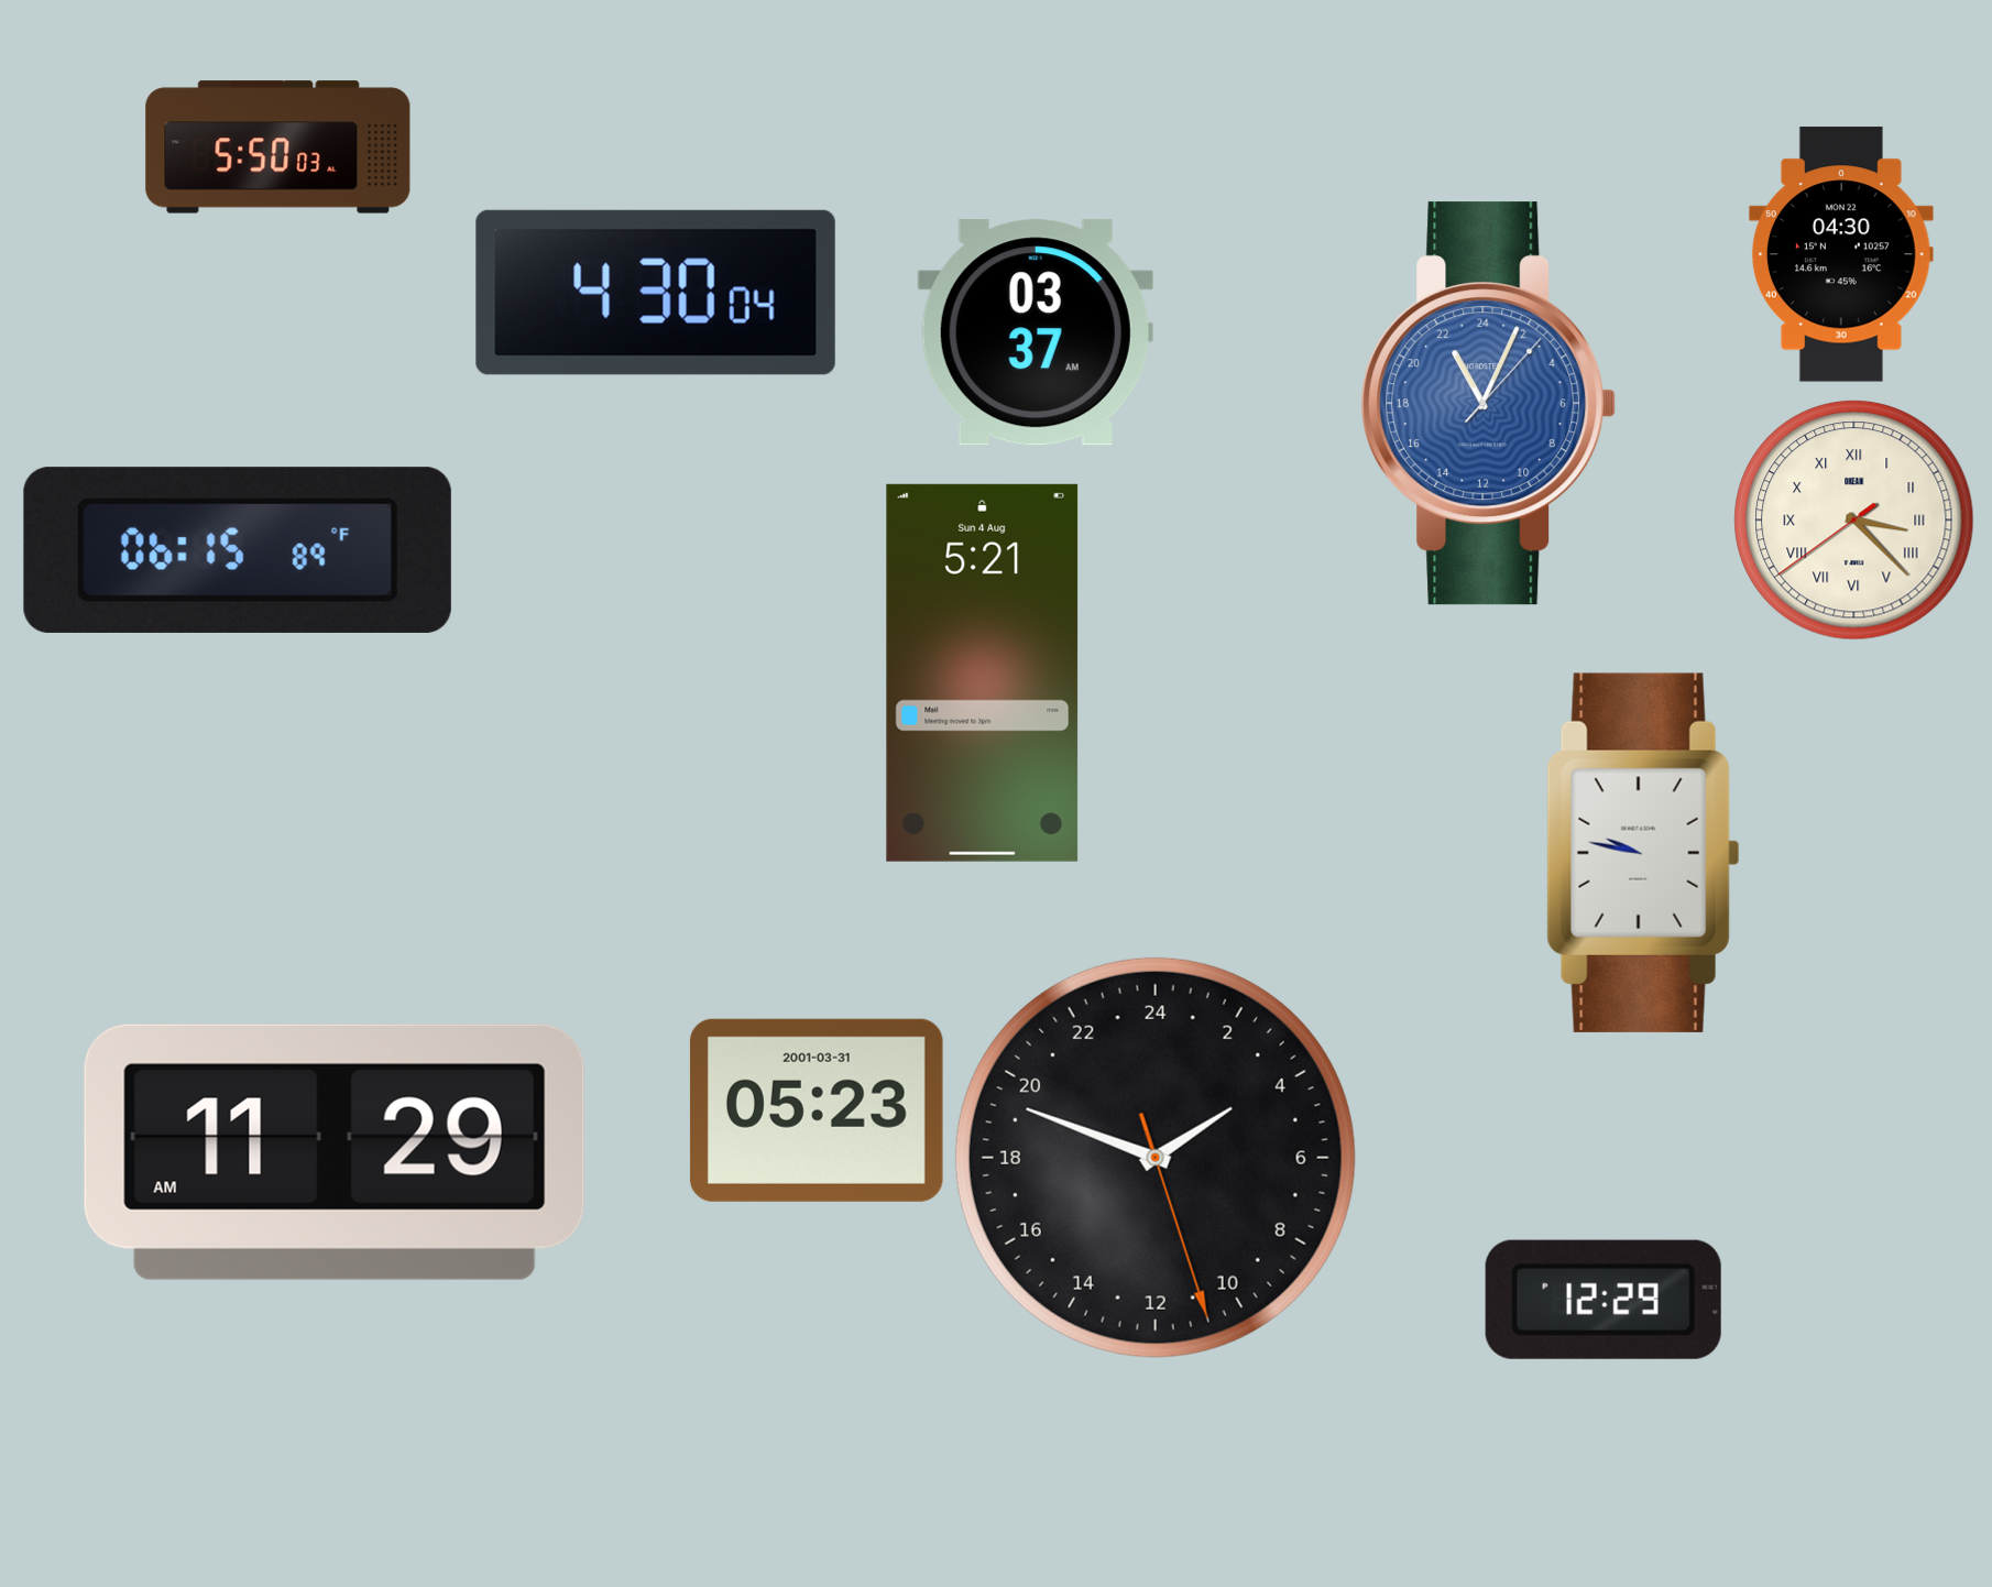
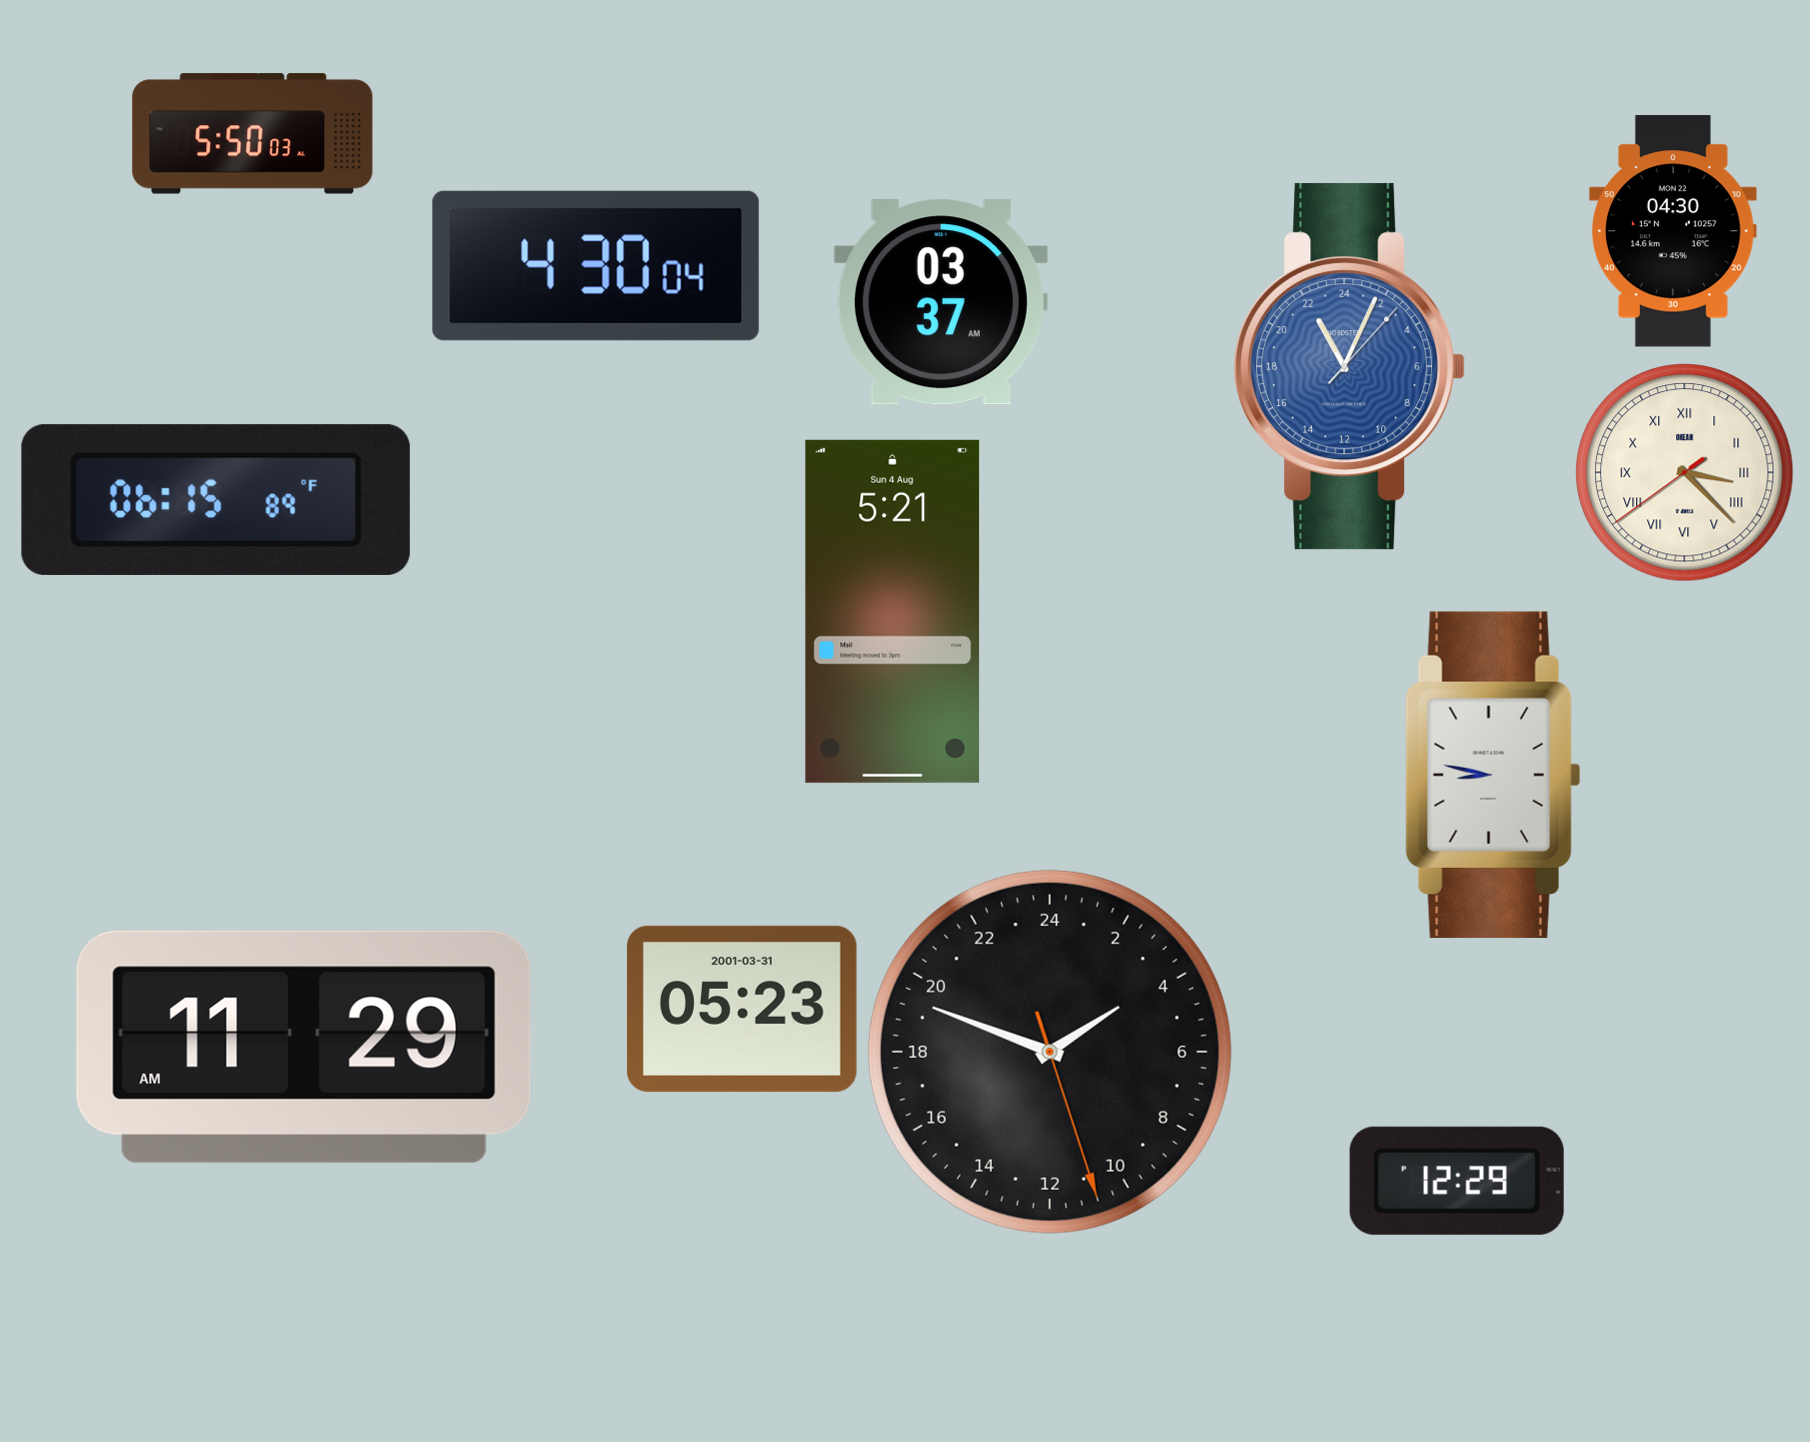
clock at (1489, 404) position: (1489, 404) -> (1350, 367)
clock at (1643, 853): 9:47 -> 8:47
